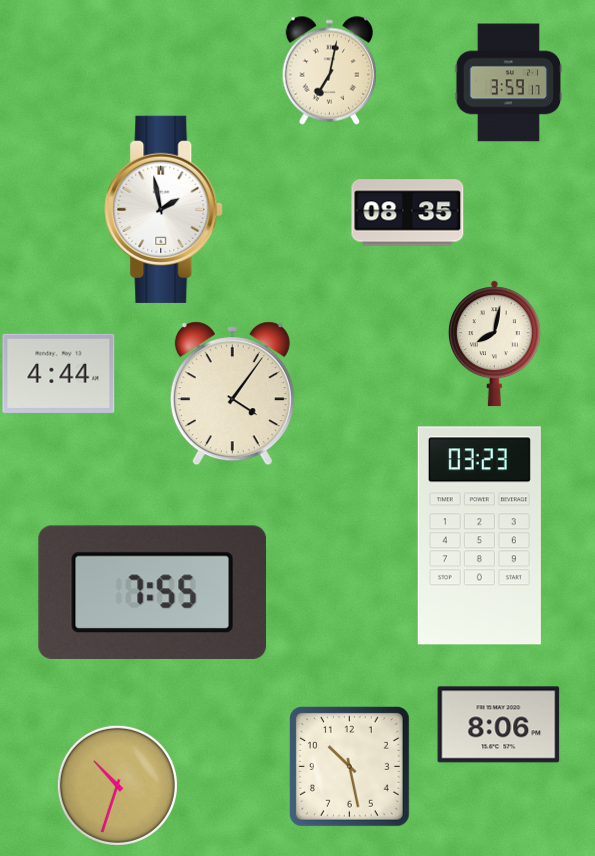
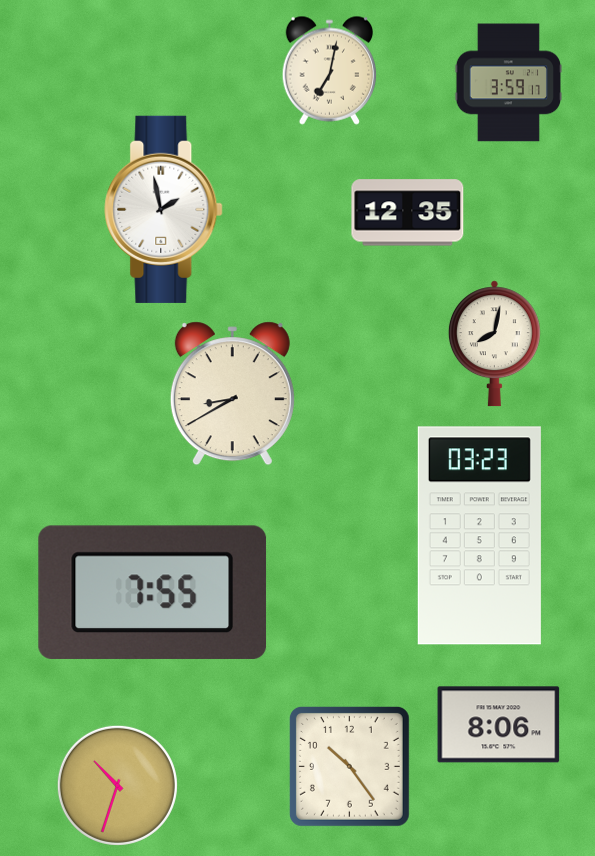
clock at (408, 213): 08:35 -> 12:35
clock at (59, 373): 4:44 -> none
clock at (232, 394): 4:06 -> 8:40
clock at (349, 766): 10:28 -> 10:24
